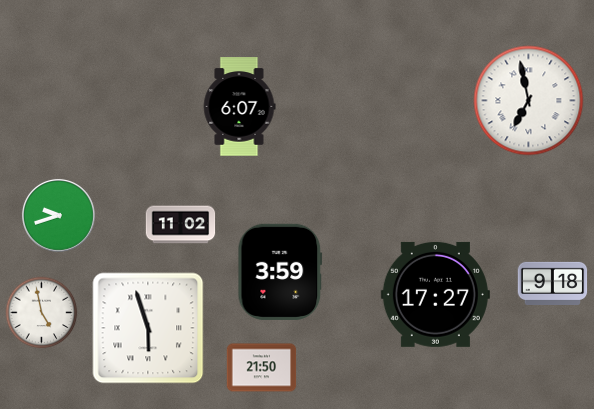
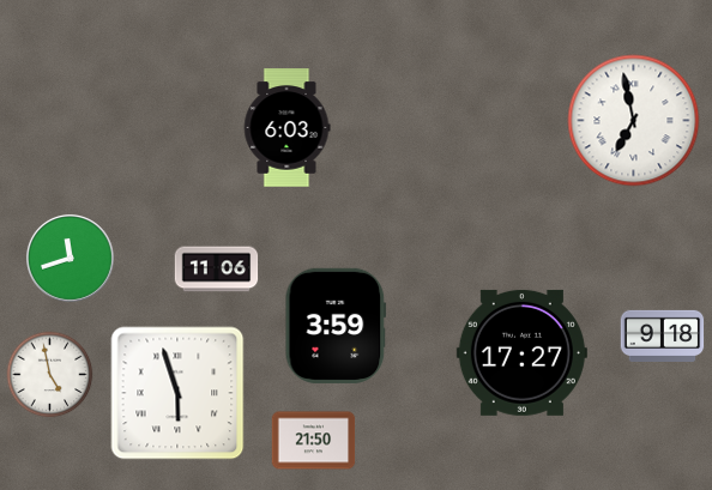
clock at (239, 107): 6:07 -> 6:03
clock at (58, 215): 9:42 -> 11:42
clock at (181, 225): 11:02 -> 11:06
clock at (553, 283) position: (553, 283) -> (663, 335)
